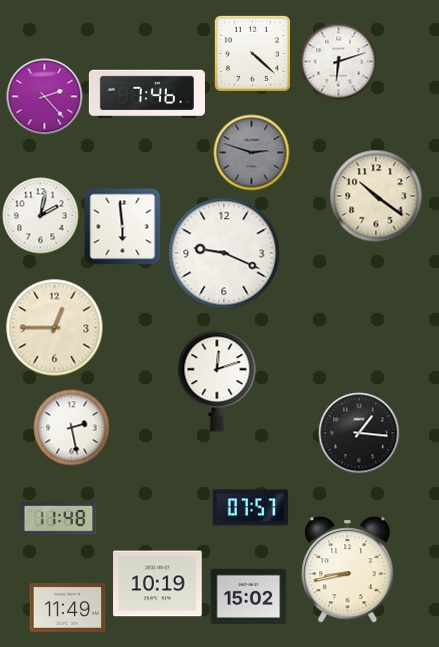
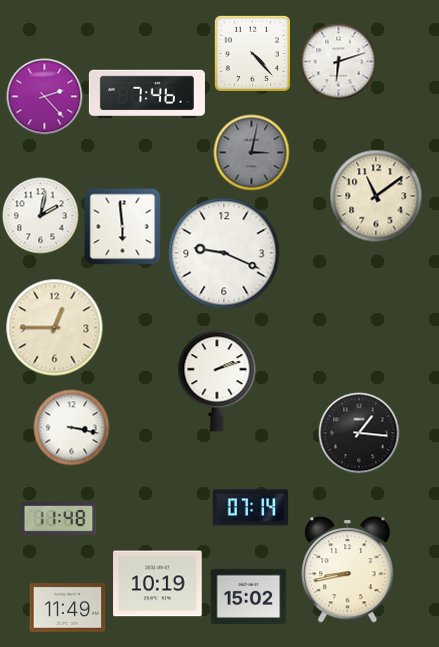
clock at (252, 53): 4:22 -> 4:23
clock at (252, 153): 2:48 -> 3:02
clock at (376, 196): 10:21 -> 11:09
clock at (217, 381): 12:12 -> 2:12
clock at (72, 428): 2:28 -> 3:17
clock at (251, 508): 07:57 -> 07:14
